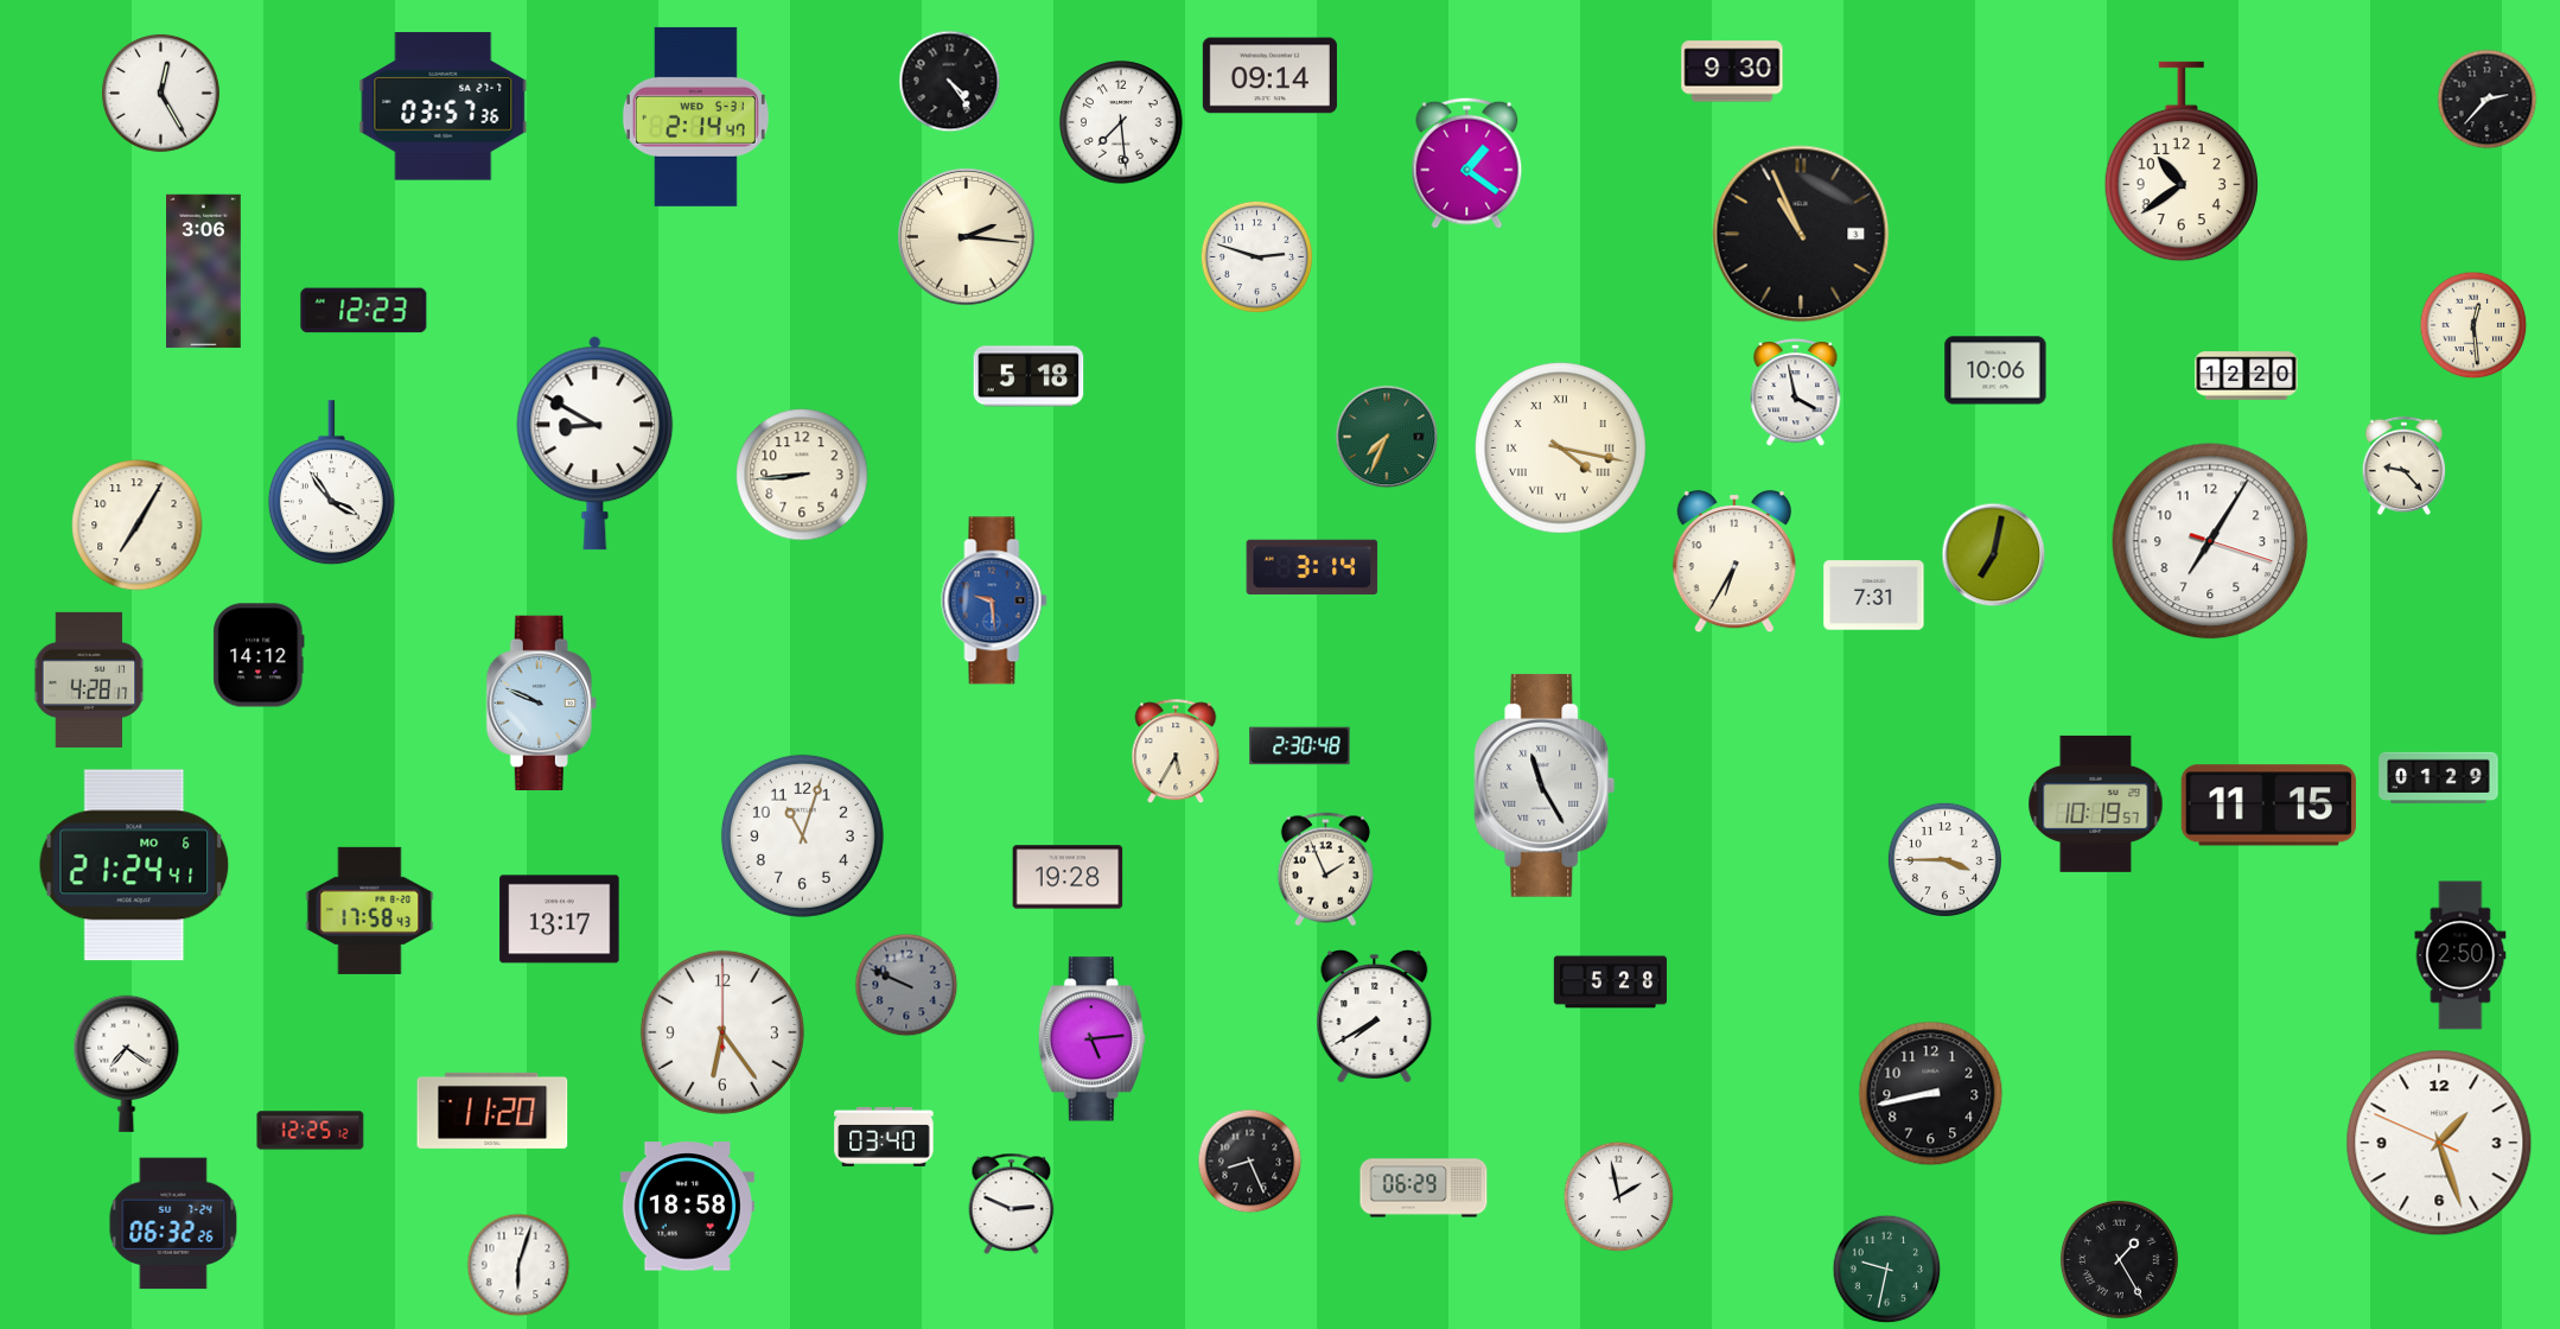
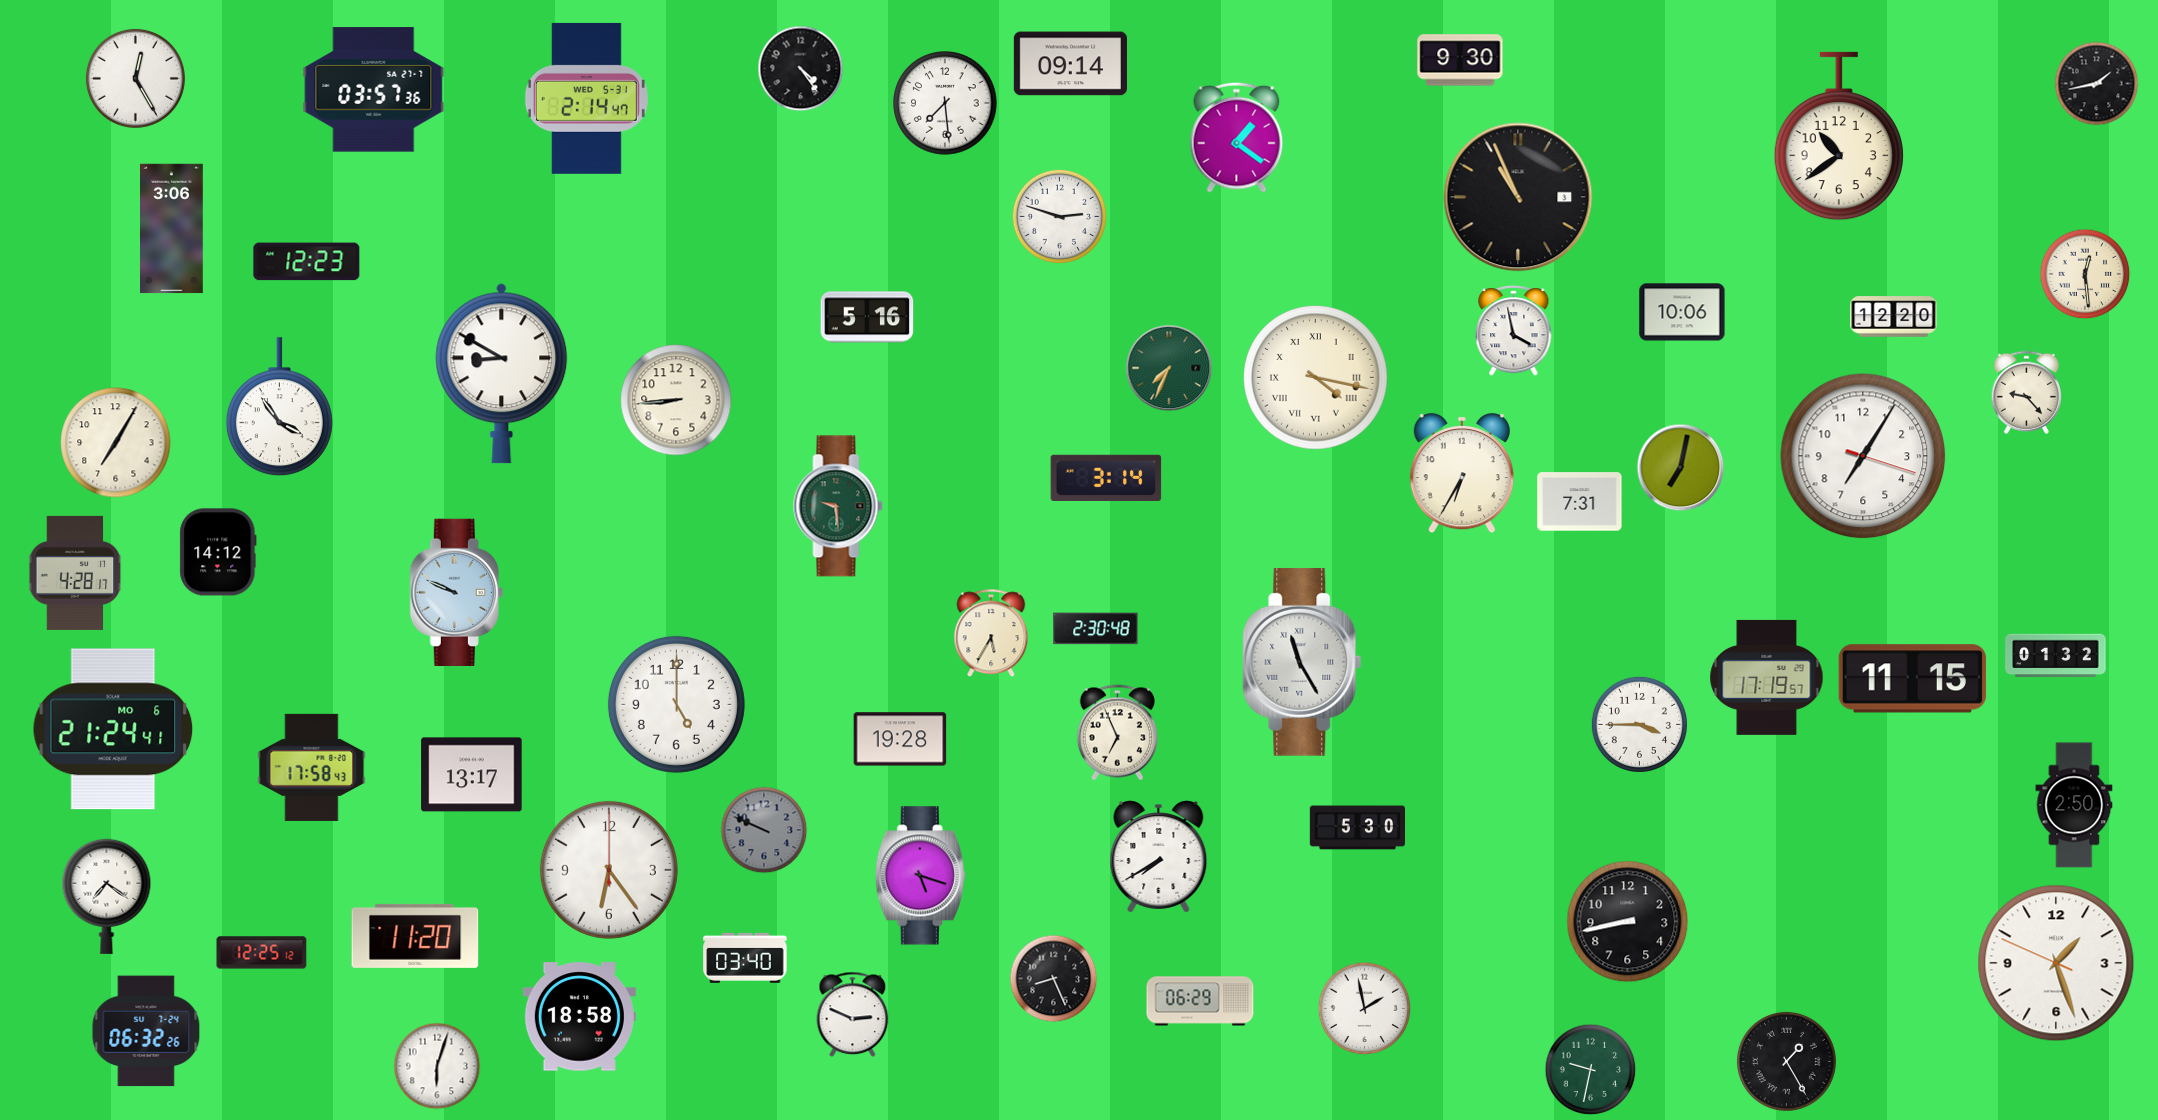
clock at (2488, 100): 2:37 -> 1:43
clock at (967, 237): 2:16 -> none
clock at (1029, 376): 5:18 -> 5:16
clock at (994, 600) dial: blue -> green
clock at (2439, 778): 01:29 -> 01:32
clock at (2096, 803): 10:19 -> 17:19
clock at (802, 835): 11:03 -> 5:00
clock at (1325, 870): 1:56 -> 6:56
clock at (1611, 983): 5:28 -> 5:30
clock at (1091, 1039): 5:14 -> 5:18
